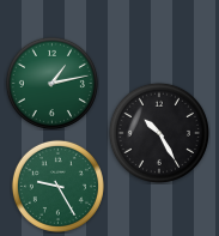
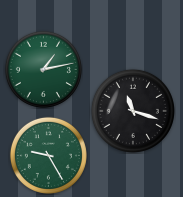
clock at (159, 133): 10:25 -> 11:18
